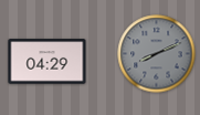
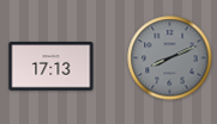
clock at (48, 62): 04:29 -> 17:13
